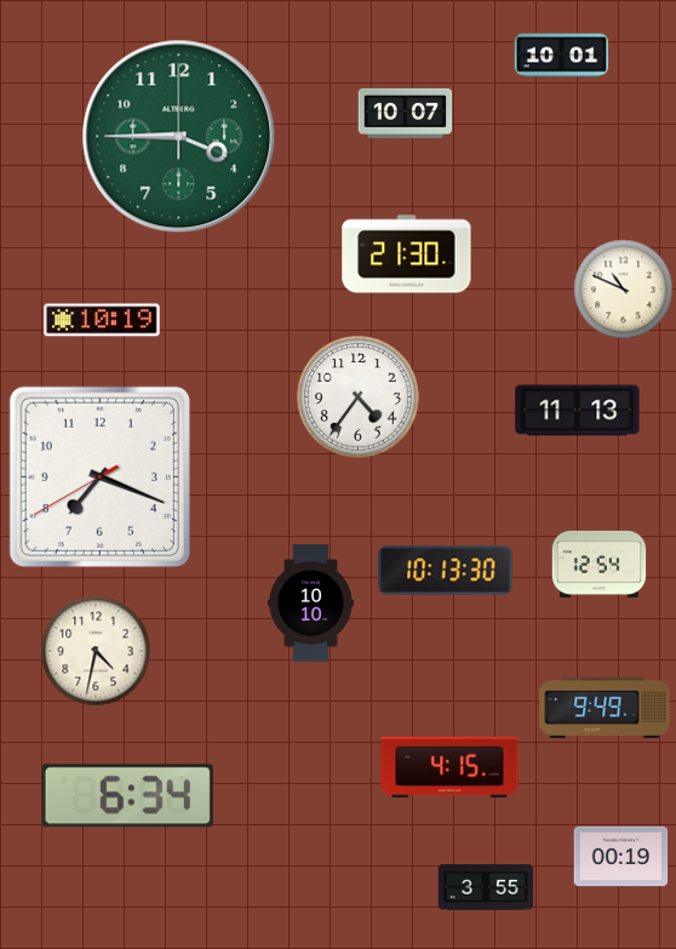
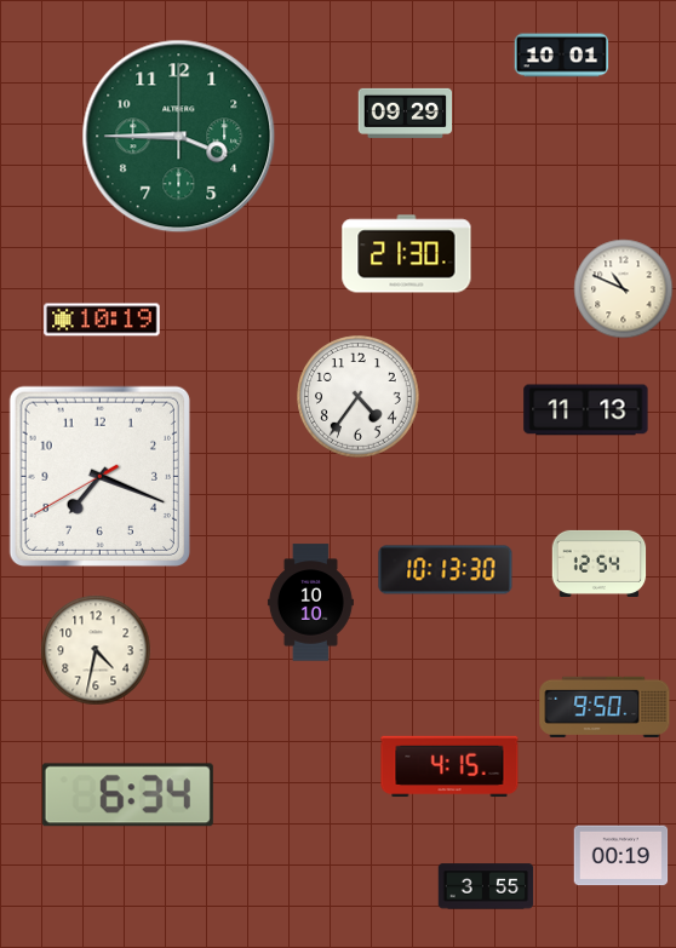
clock at (405, 113): 10:07 -> 09:29
clock at (578, 411) position: (578, 411) -> (586, 410)
clock at (605, 708): 9:49 -> 9:50
